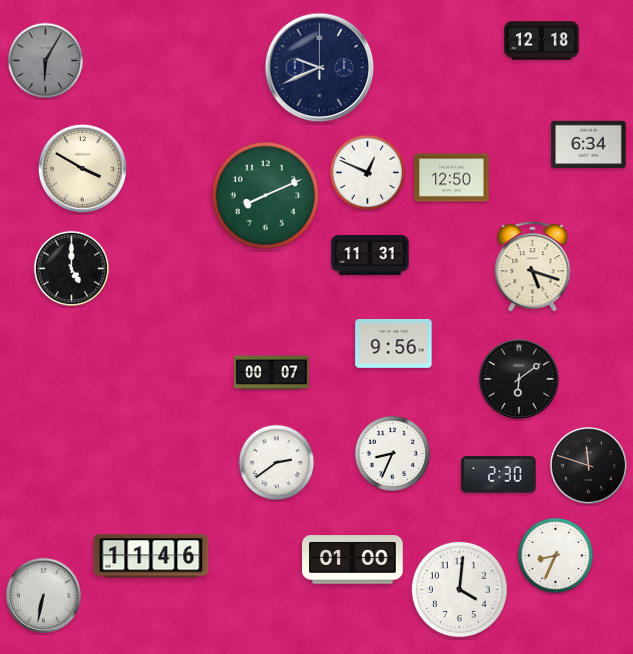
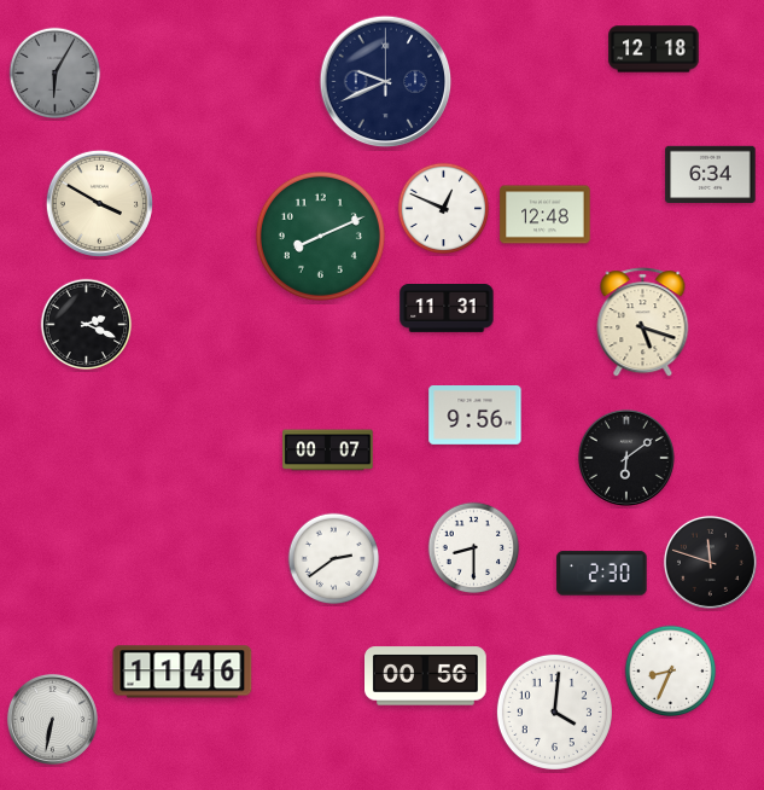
clock at (452, 178): 12:50 -> 12:48
clock at (72, 269): 5:00 -> 2:19
clock at (393, 454): 8:34 -> 8:30
clock at (353, 560): 01:00 -> 00:56
